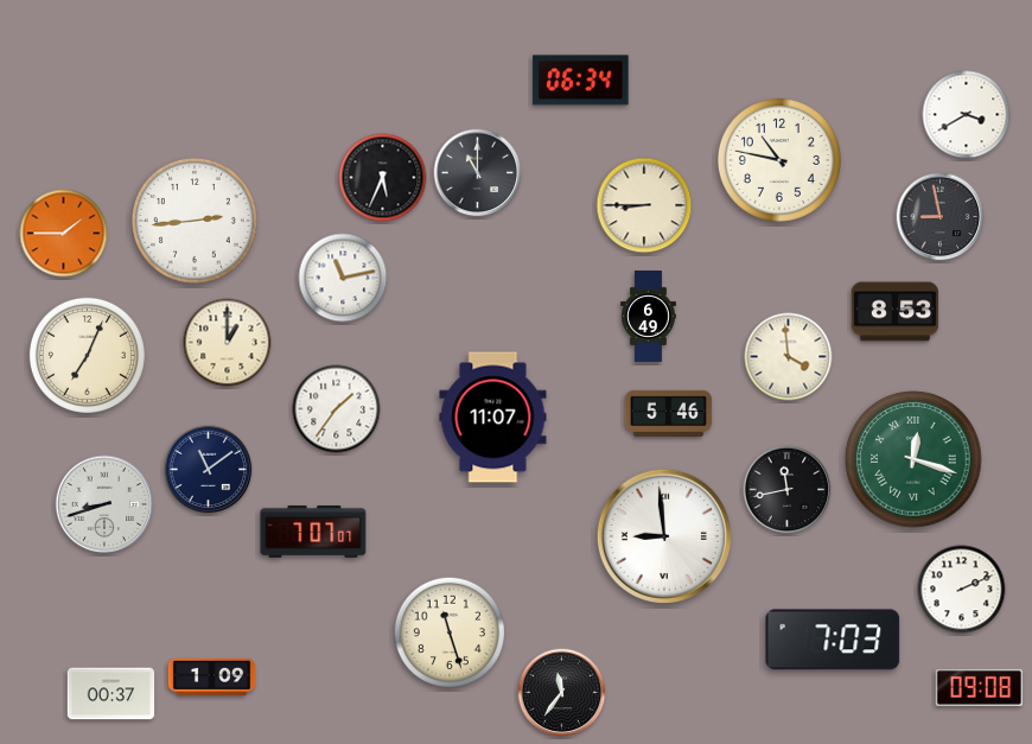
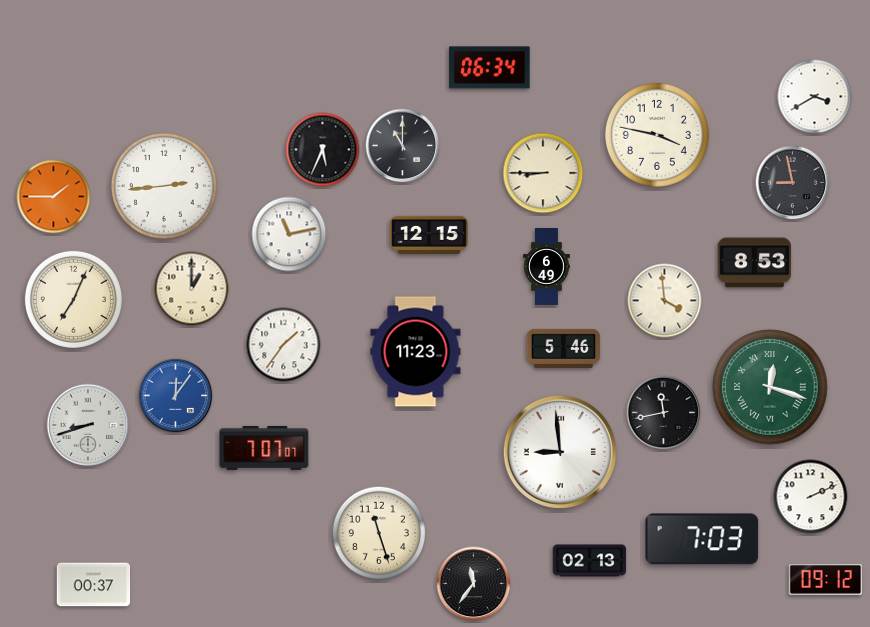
clock at (779, 160): 10:47 -> 3:47
clock at (430, 235): none -> 12:15
clock at (493, 418): 11:07 -> 11:23
clock at (209, 470): 11:09 -> 12:06
clock at (209, 470) dial: navy -> blue
clock at (590, 561): none -> 02:13
clock at (212, 676): 1:09 -> none
clock at (980, 687): 09:08 -> 09:12
